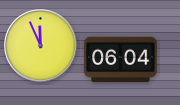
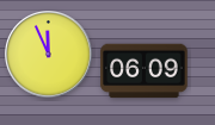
clock at (121, 60): 06:04 -> 06:09
